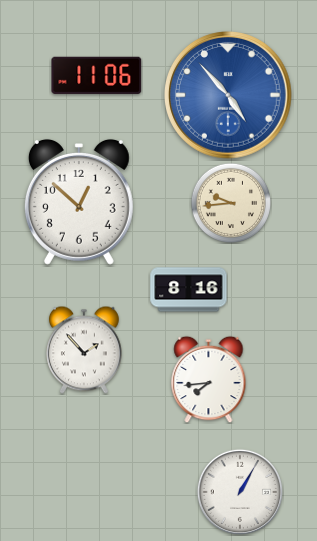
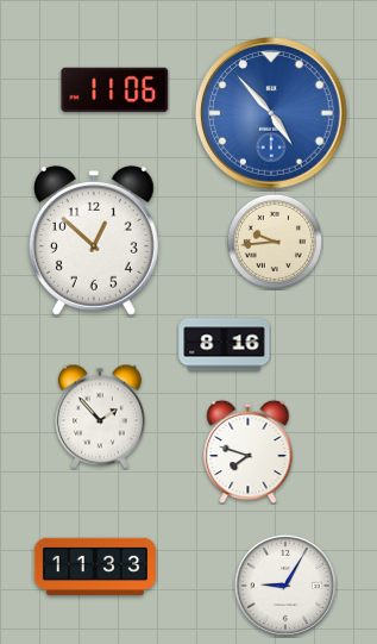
clock at (209, 379): 7:44 -> 7:48
clock at (95, 567): none -> 11:33
clock at (240, 492): 1:05 -> 9:05
